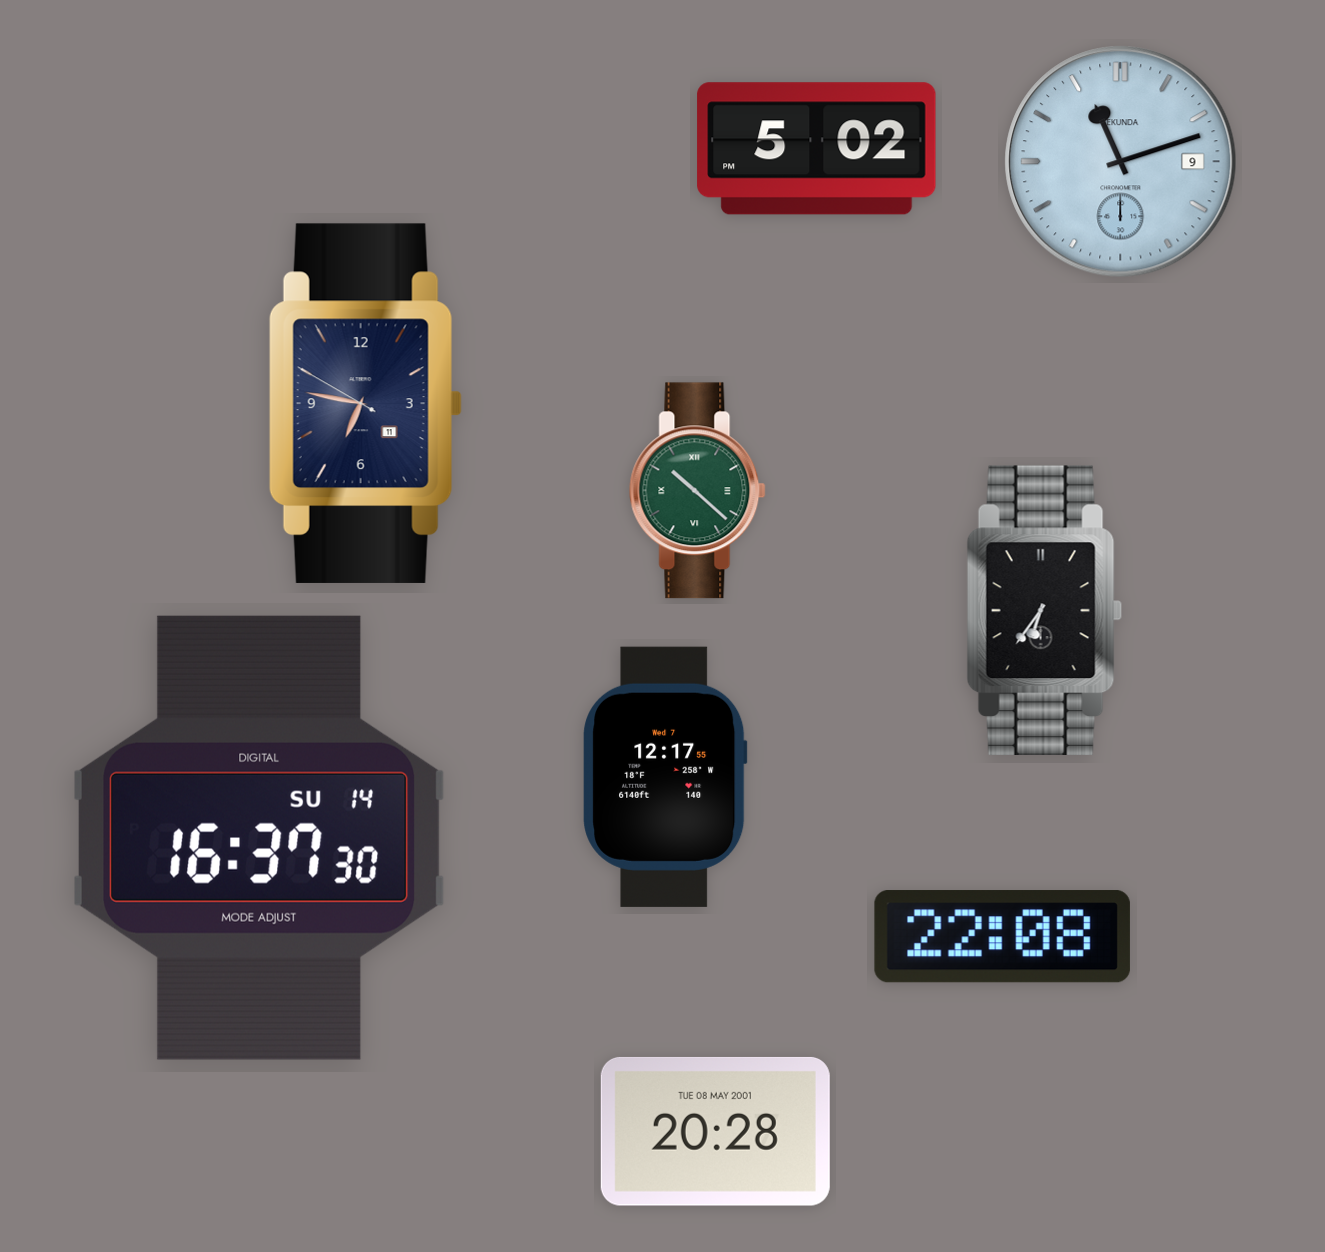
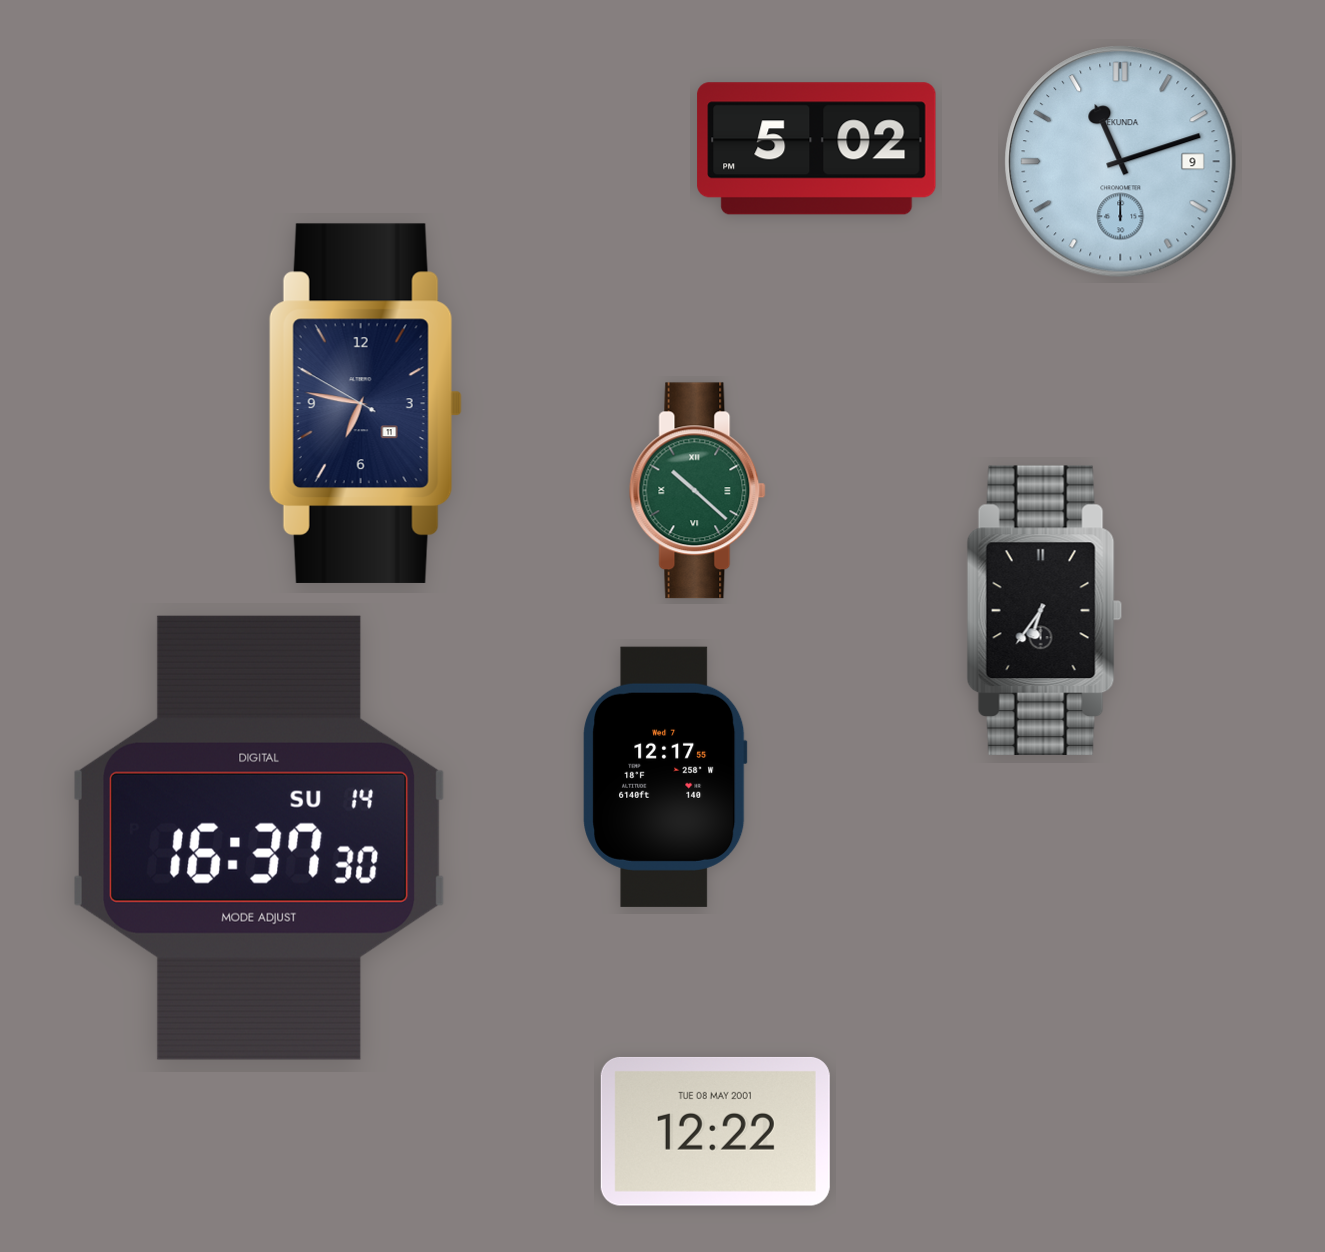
clock at (1002, 937): 22:08 -> none
clock at (715, 1131): 20:28 -> 12:22
